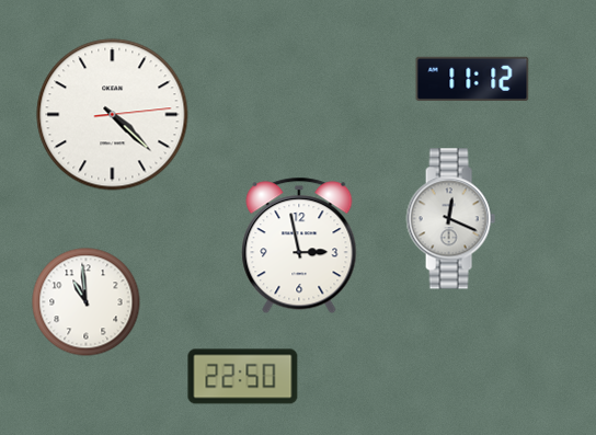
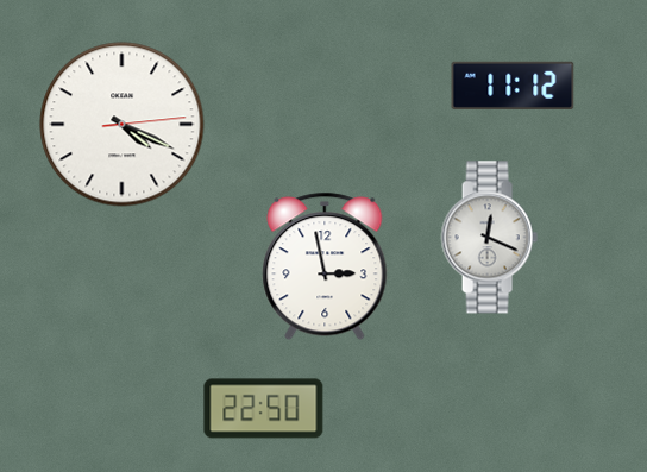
clock at (113, 115): 4:22 -> 4:19
clock at (87, 302): 10:59 -> none
